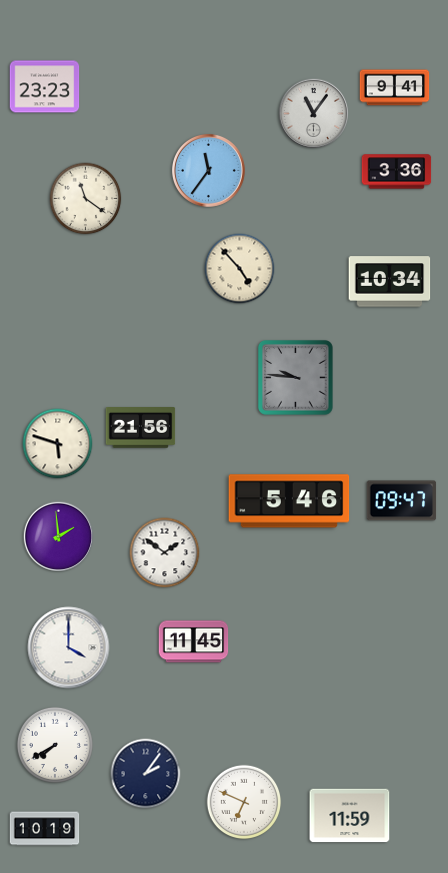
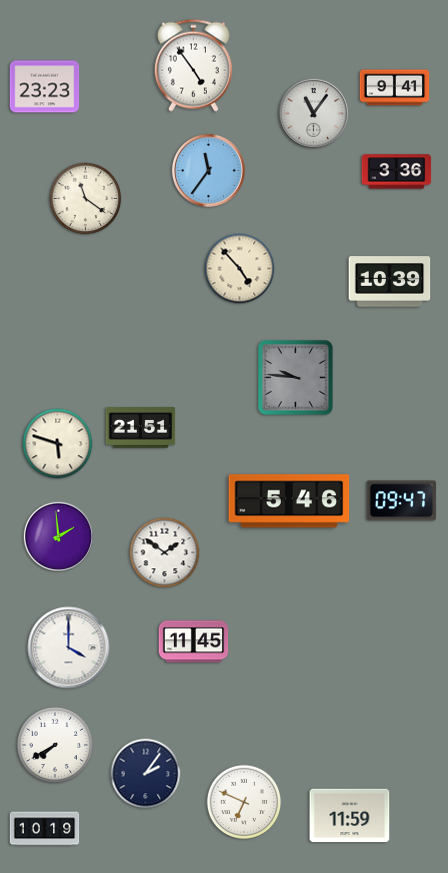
clock at (193, 65): none -> 4:54
clock at (390, 282): 10:34 -> 10:39
clock at (141, 428): 21:56 -> 21:51
